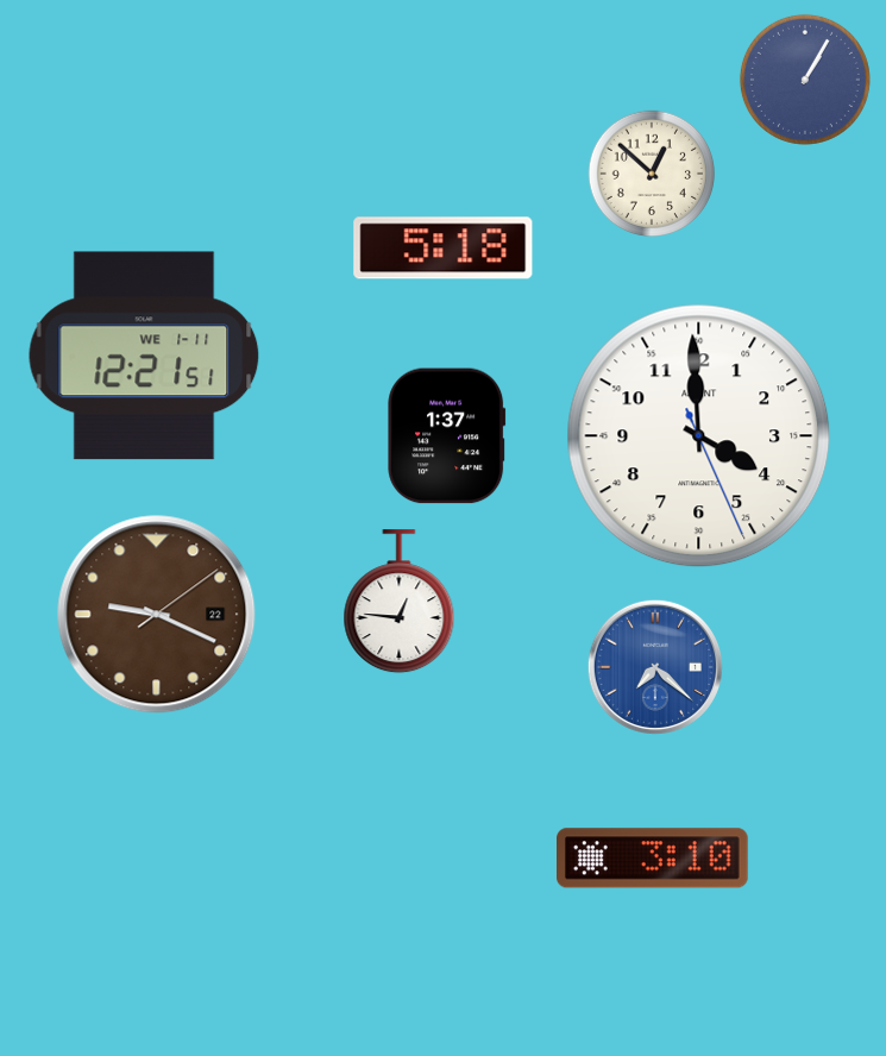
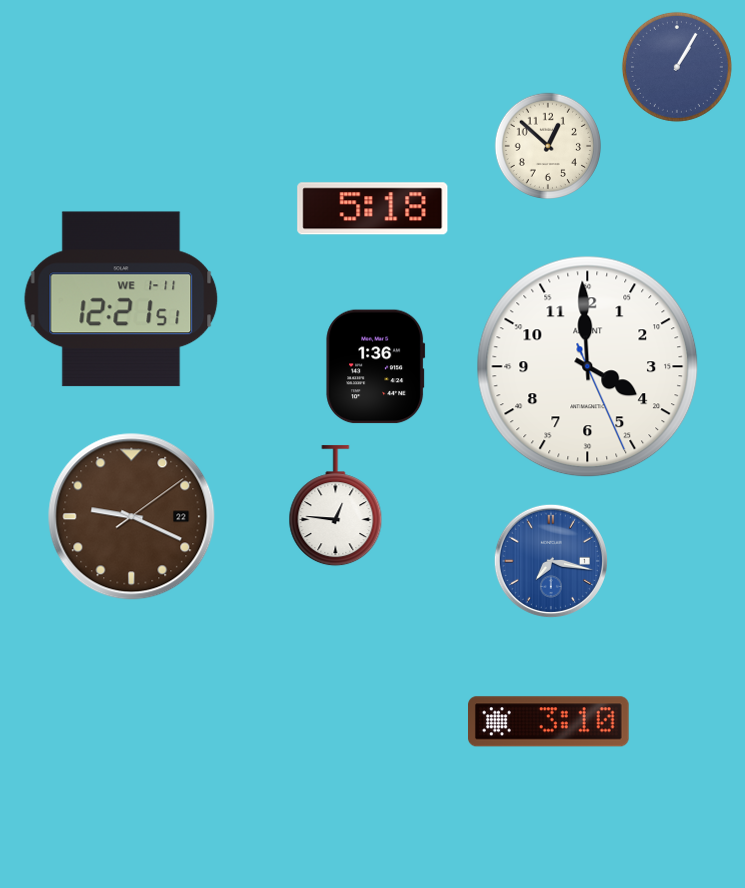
clock at (447, 436): 1:37 -> 1:36
clock at (655, 667): 7:22 -> 7:17
